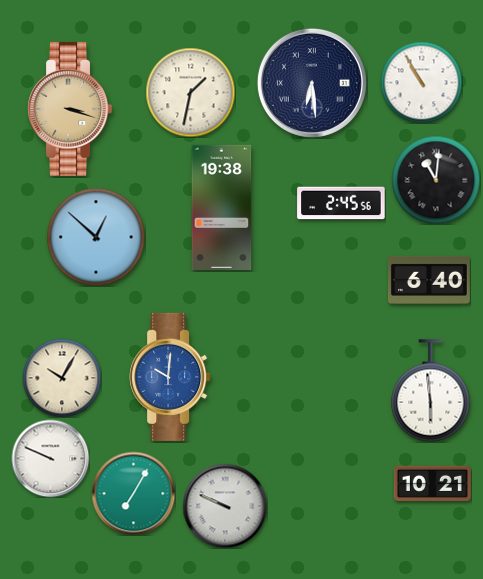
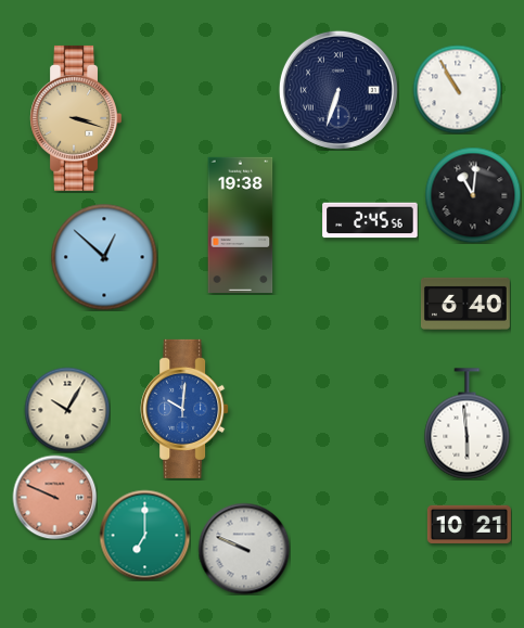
clock at (312, 83): 6:29 -> 6:33
clock at (190, 92): 1:32 -> none
clock at (50, 458) dial: white -> salmon
clock at (133, 493): 7:05 -> 7:00
